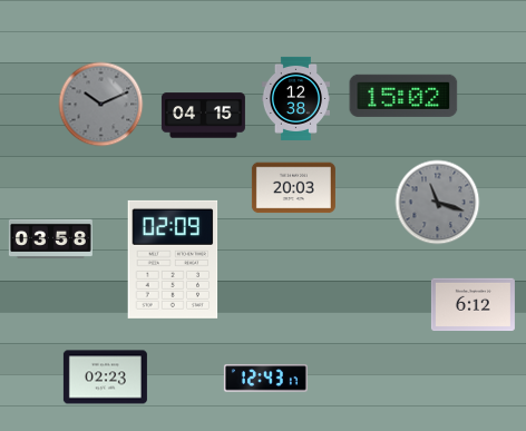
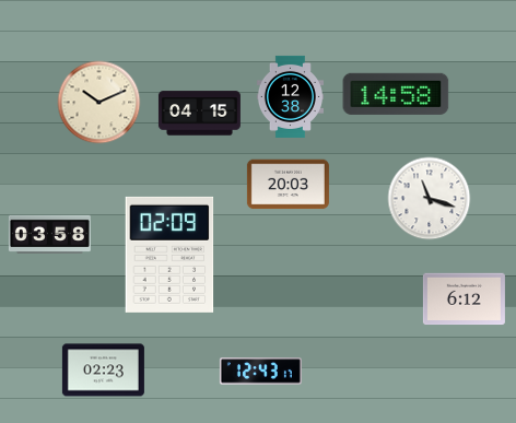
clock at (403, 96): 15:02 -> 14:58
clock at (101, 105) dial: grey -> cream
clock at (438, 203) dial: grey -> white
